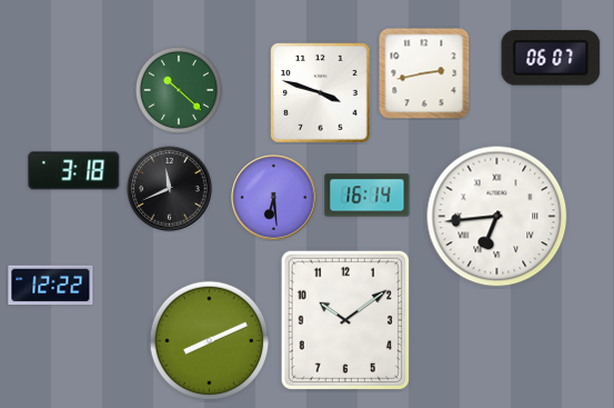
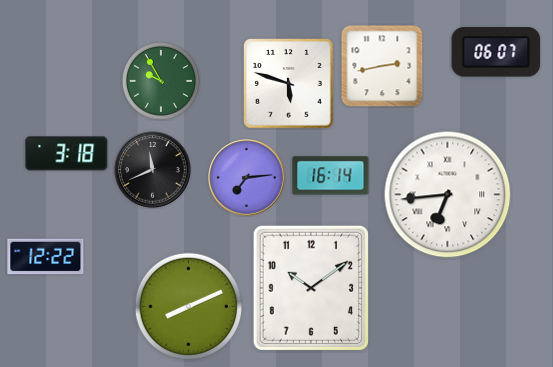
clock at (179, 90): 10:22 -> 9:55
clock at (321, 93): 3:48 -> 5:48
clock at (274, 198): 6:29 -> 7:14
